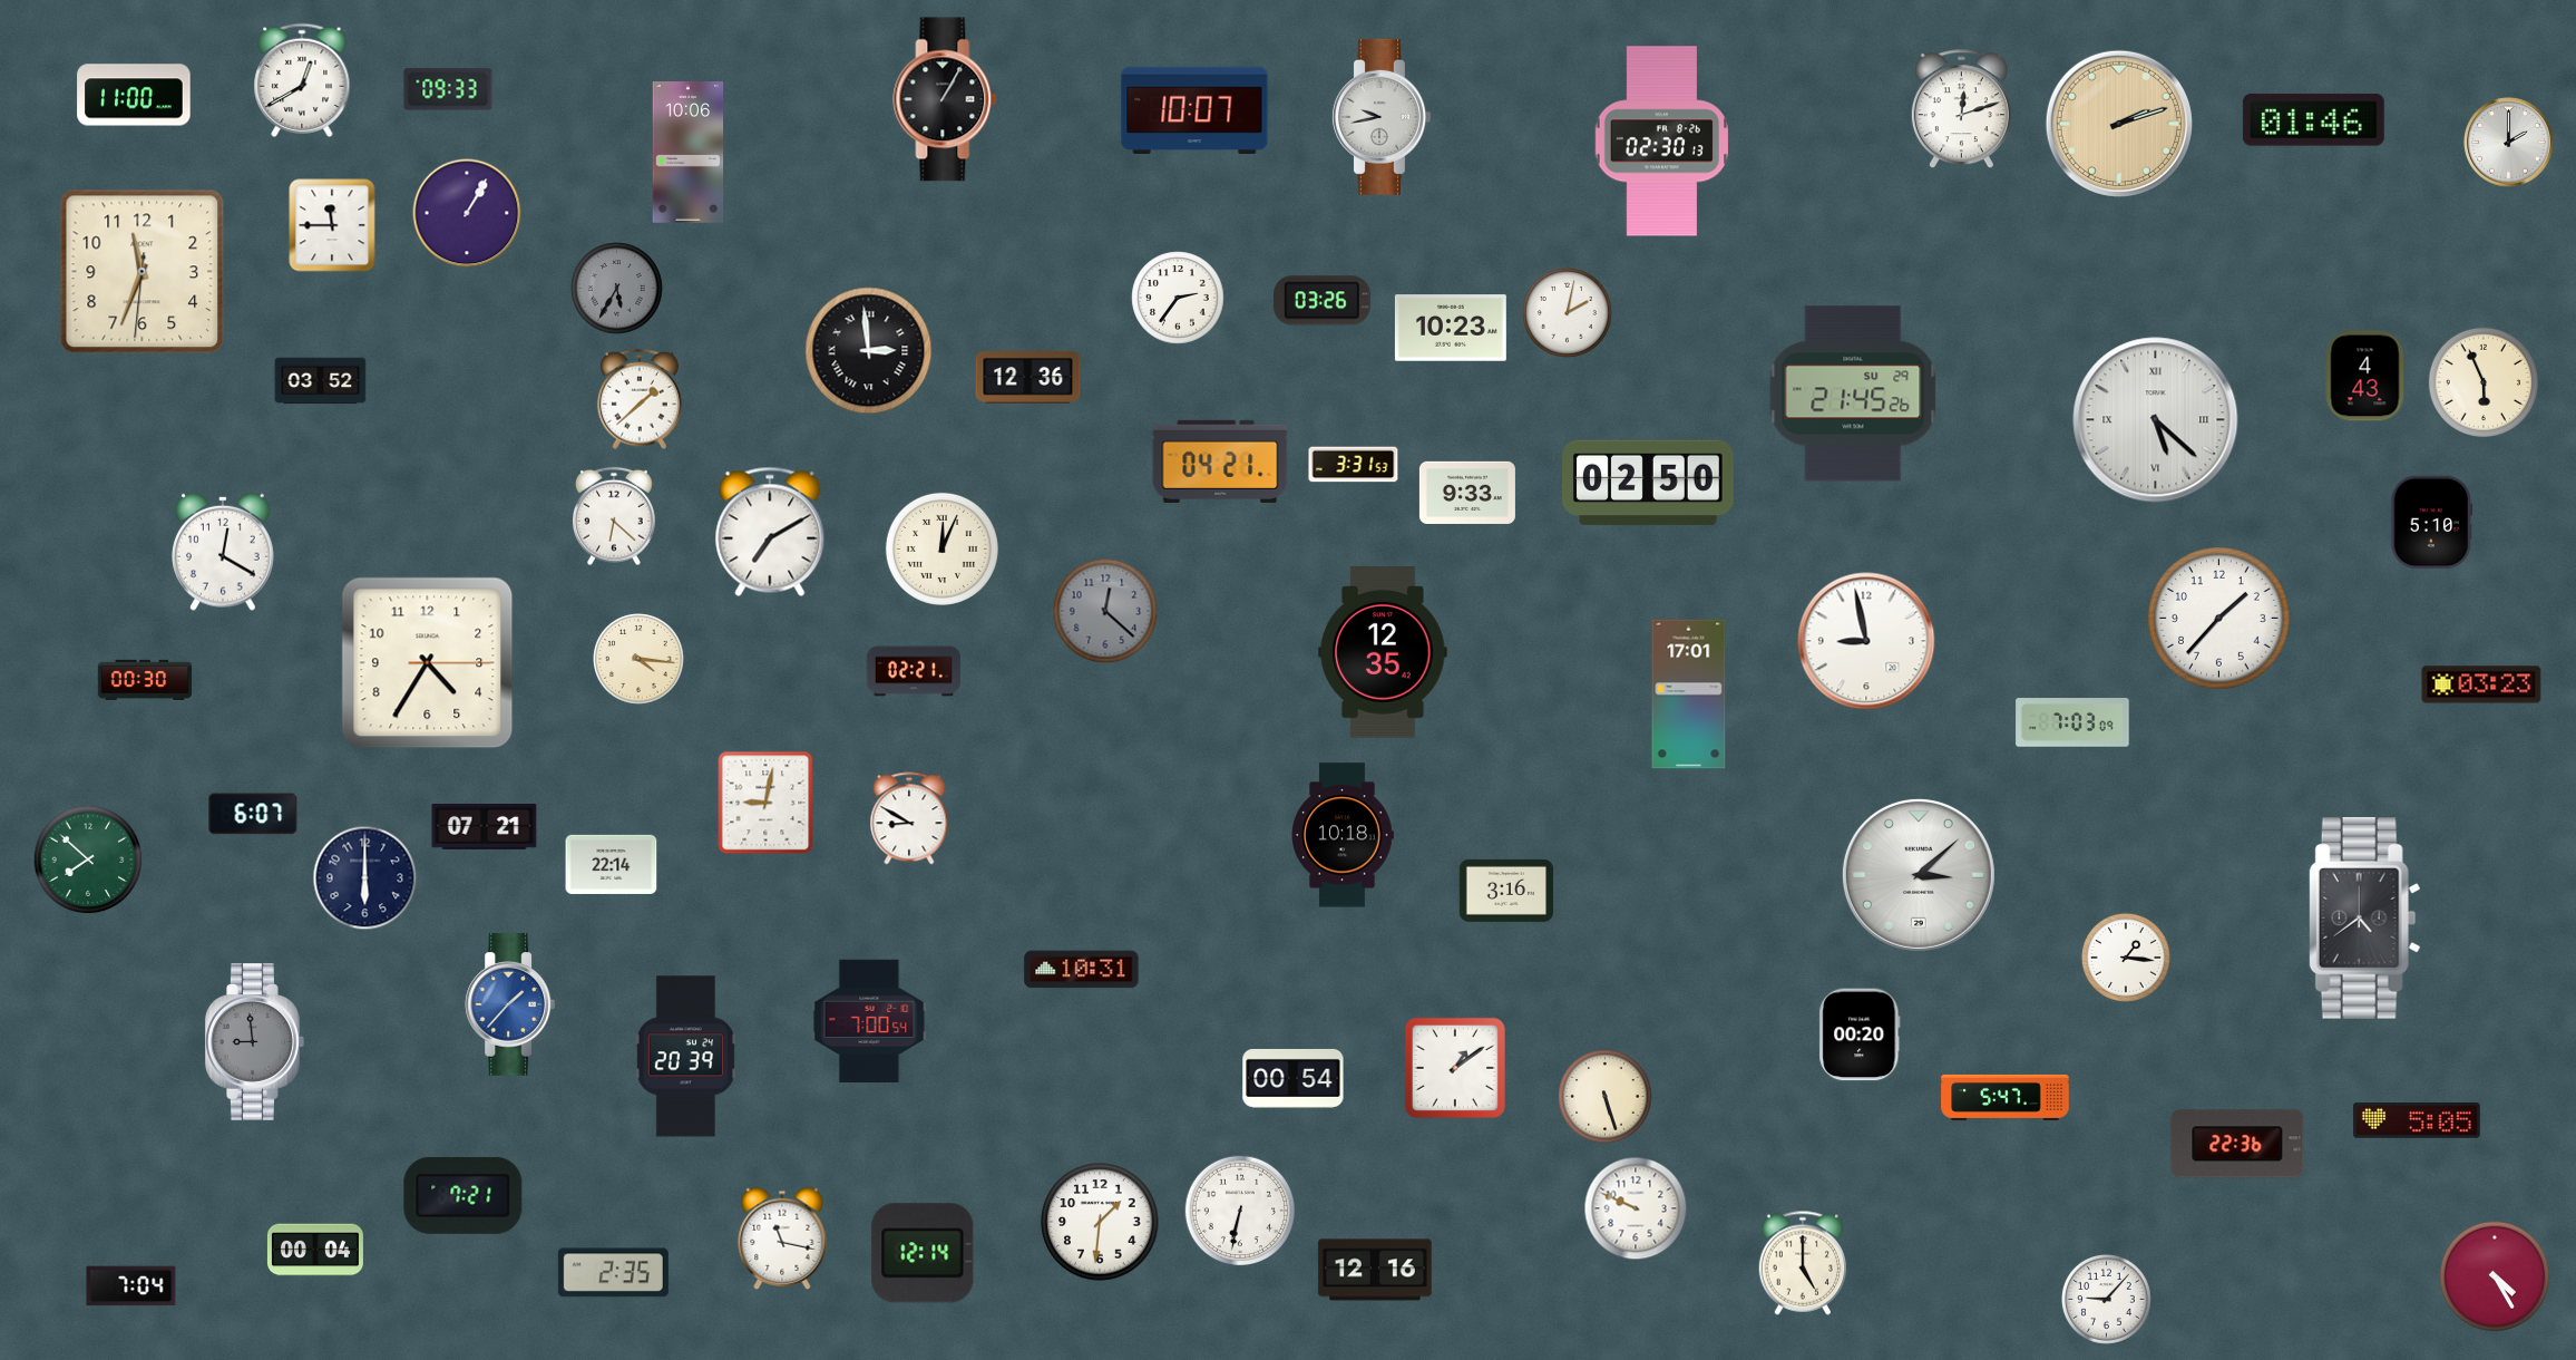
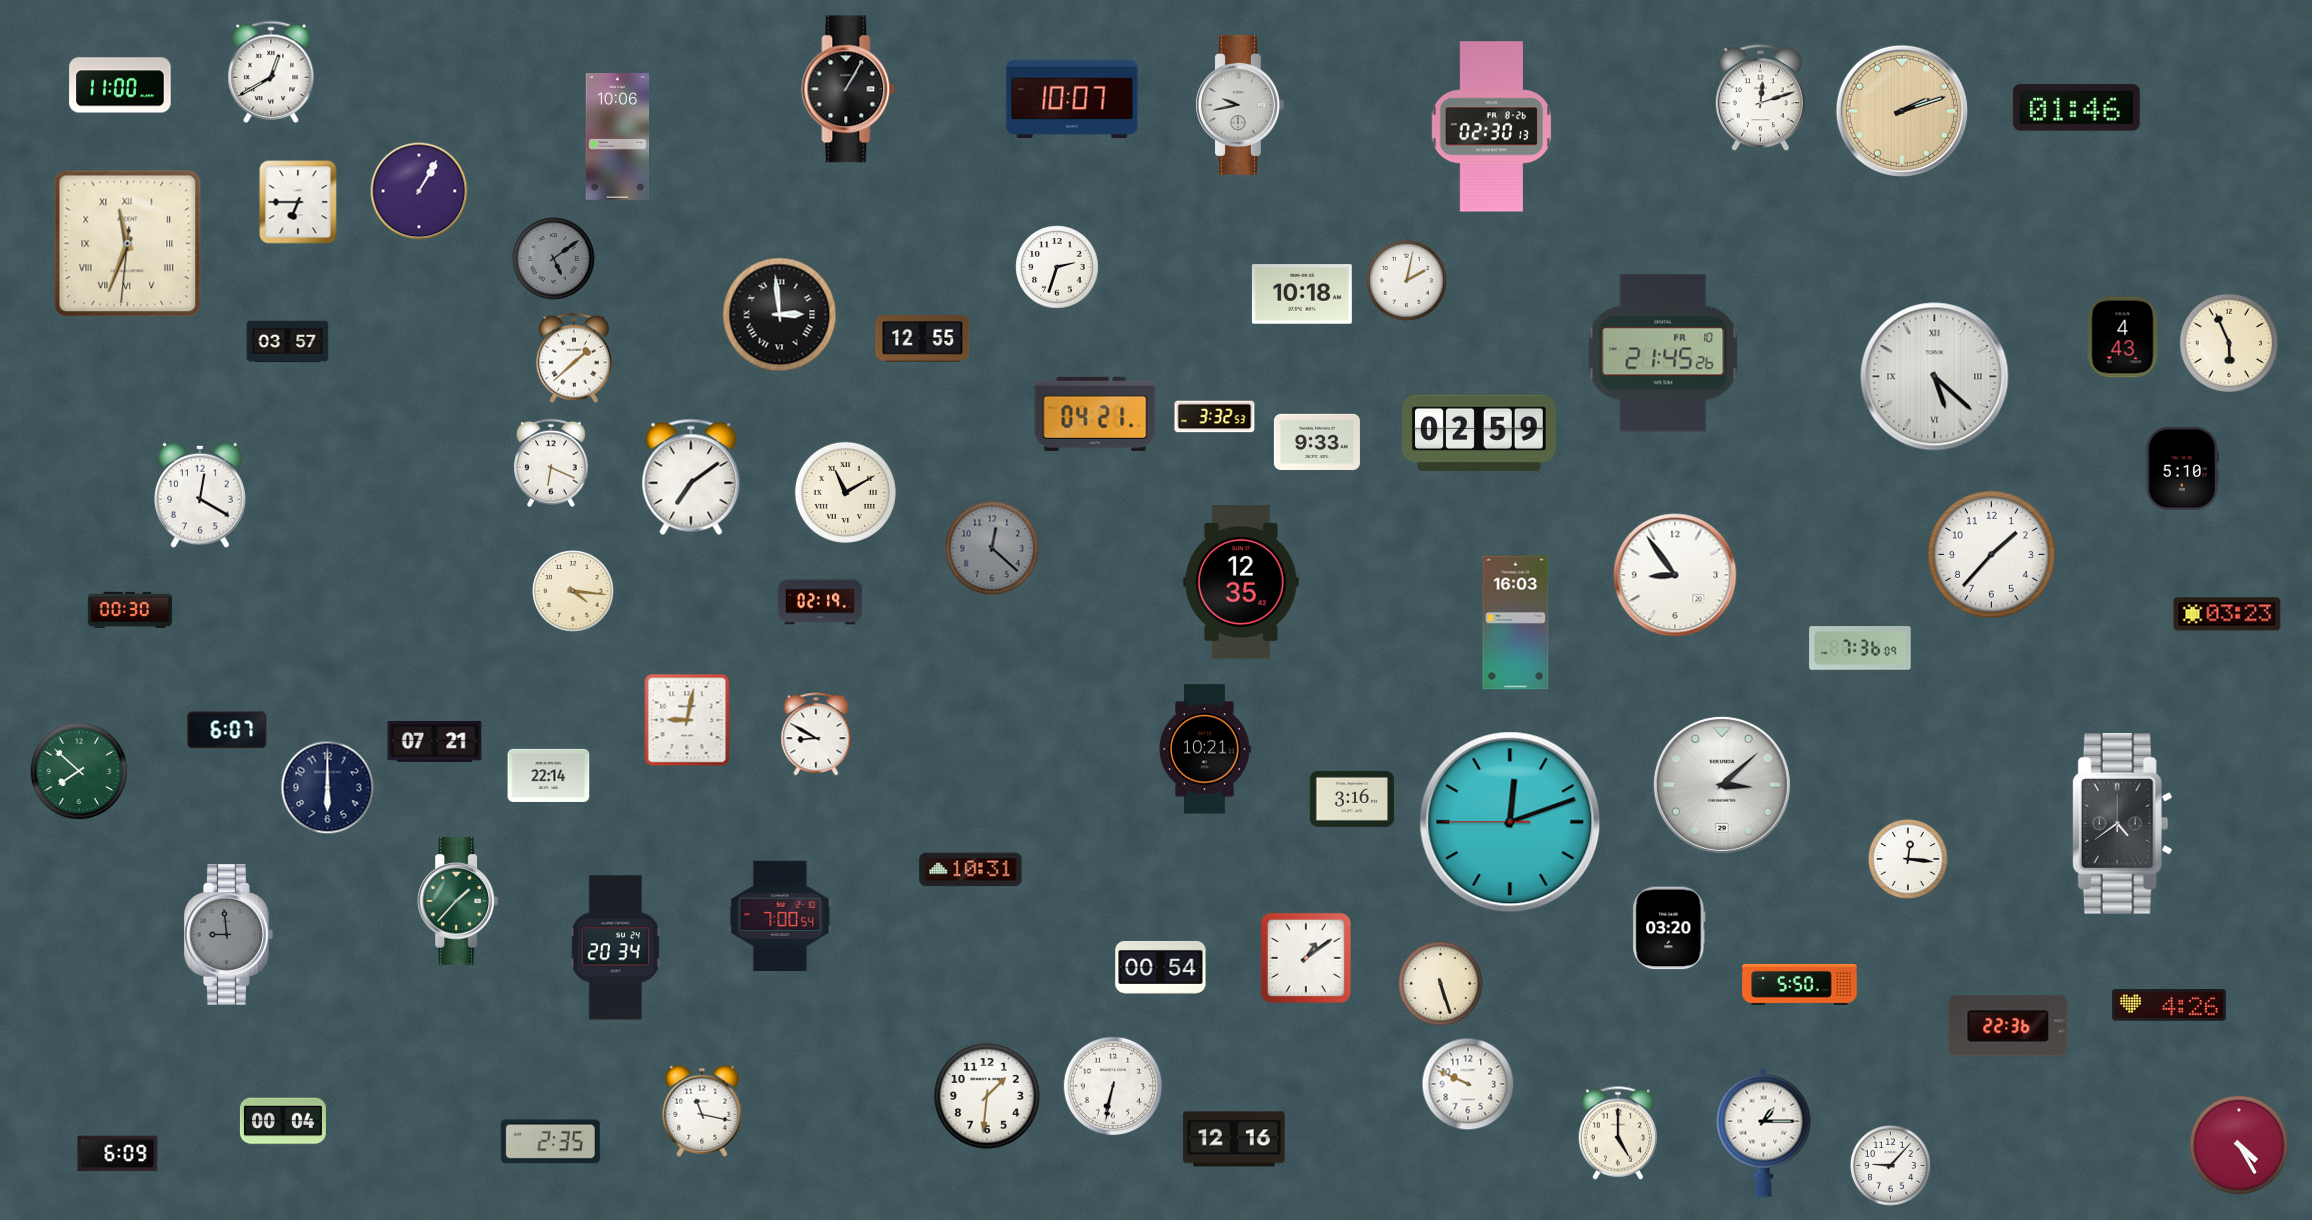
clock at (448, 89): 09:33 -> none
clock at (2509, 143): 2:00 -> none
clock at (332, 225): 11:45 -> 6:45
clock at (143, 272) numerals: Arabic -> Roman
clock at (617, 289): 5:35 -> 5:09
clock at (1178, 298): 2:36 -> 2:33
clock at (1321, 301): 03:26 -> none
clock at (1451, 328): 10:23 -> 10:18
clock at (1028, 378): 12:36 -> 12:55
clock at (321, 381): 03:52 -> 03:57
clock at (1853, 394) date: SU 29 -> FR 10
clock at (1354, 465): 3:31 -> 3:32
clock at (1648, 483): 02:50 -> 02:59
clock at (615, 516): 6:22 -> 6:19
clock at (770, 532): 7:10 -> 7:09
clock at (941, 548): 12:04 -> 11:10
clock at (1866, 641): 8:58 -> 8:54
clock at (1383, 653) position: (1383, 653) -> (1241, 583)
clock at (428, 663): 4:35 -> none
clock at (914, 671): 02:21 -> 02:19
clock at (1689, 694): 17:01 -> 16:03
clock at (2072, 722): 7:03 -> 7:36
clock at (1343, 835): 10:18 -> 10:21
clock at (1510, 822): none -> 12:11
clock at (2126, 958): 1:16 -> 12:16
clock at (510, 1004) dial: blue -> green
clock at (1860, 1034): 00:20 -> 03:20
clock at (685, 1057): 20:39 -> 20:34
clock at (2006, 1097): 5:47 -> 5:50
clock at (2418, 1121): 5:05 -> 4:26
clock at (464, 1195): 7:21 -> none
clock at (923, 1253): 12:14 -> none
clock at (1764, 1132): none -> 1:15
clock at (131, 1286): 7:04 -> 6:09
